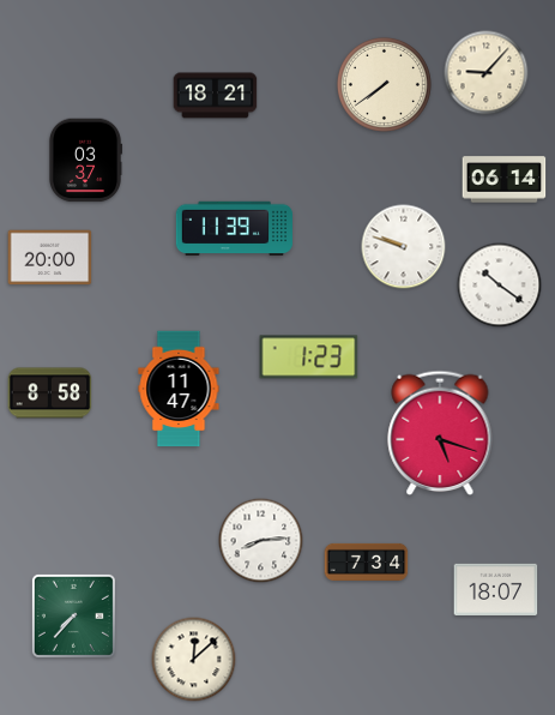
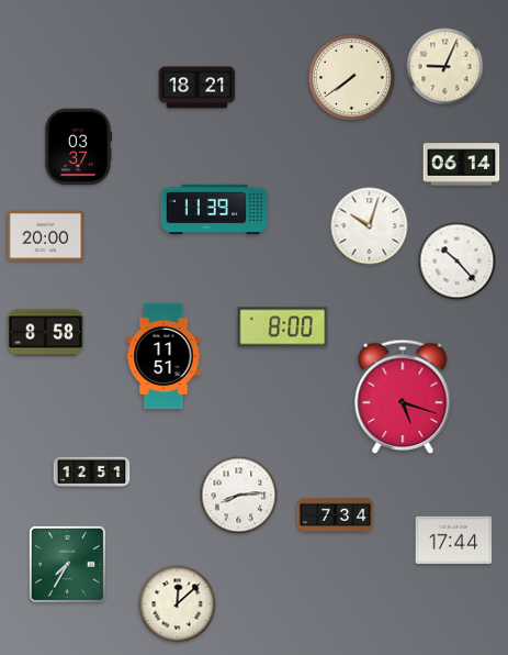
clock at (487, 73): 9:07 -> 9:04
clock at (404, 247): 9:48 -> 10:03
clock at (500, 286): 10:21 -> 10:23
clock at (309, 357): 1:23 -> 8:00
clock at (179, 389): 11:47 -> 11:51
clock at (50, 393) position: (50, 393) -> (46, 333)
clock at (92, 473): none -> 12:51
clock at (496, 589): 18:07 -> 17:44
clock at (73, 615): 7:37 -> 7:35
